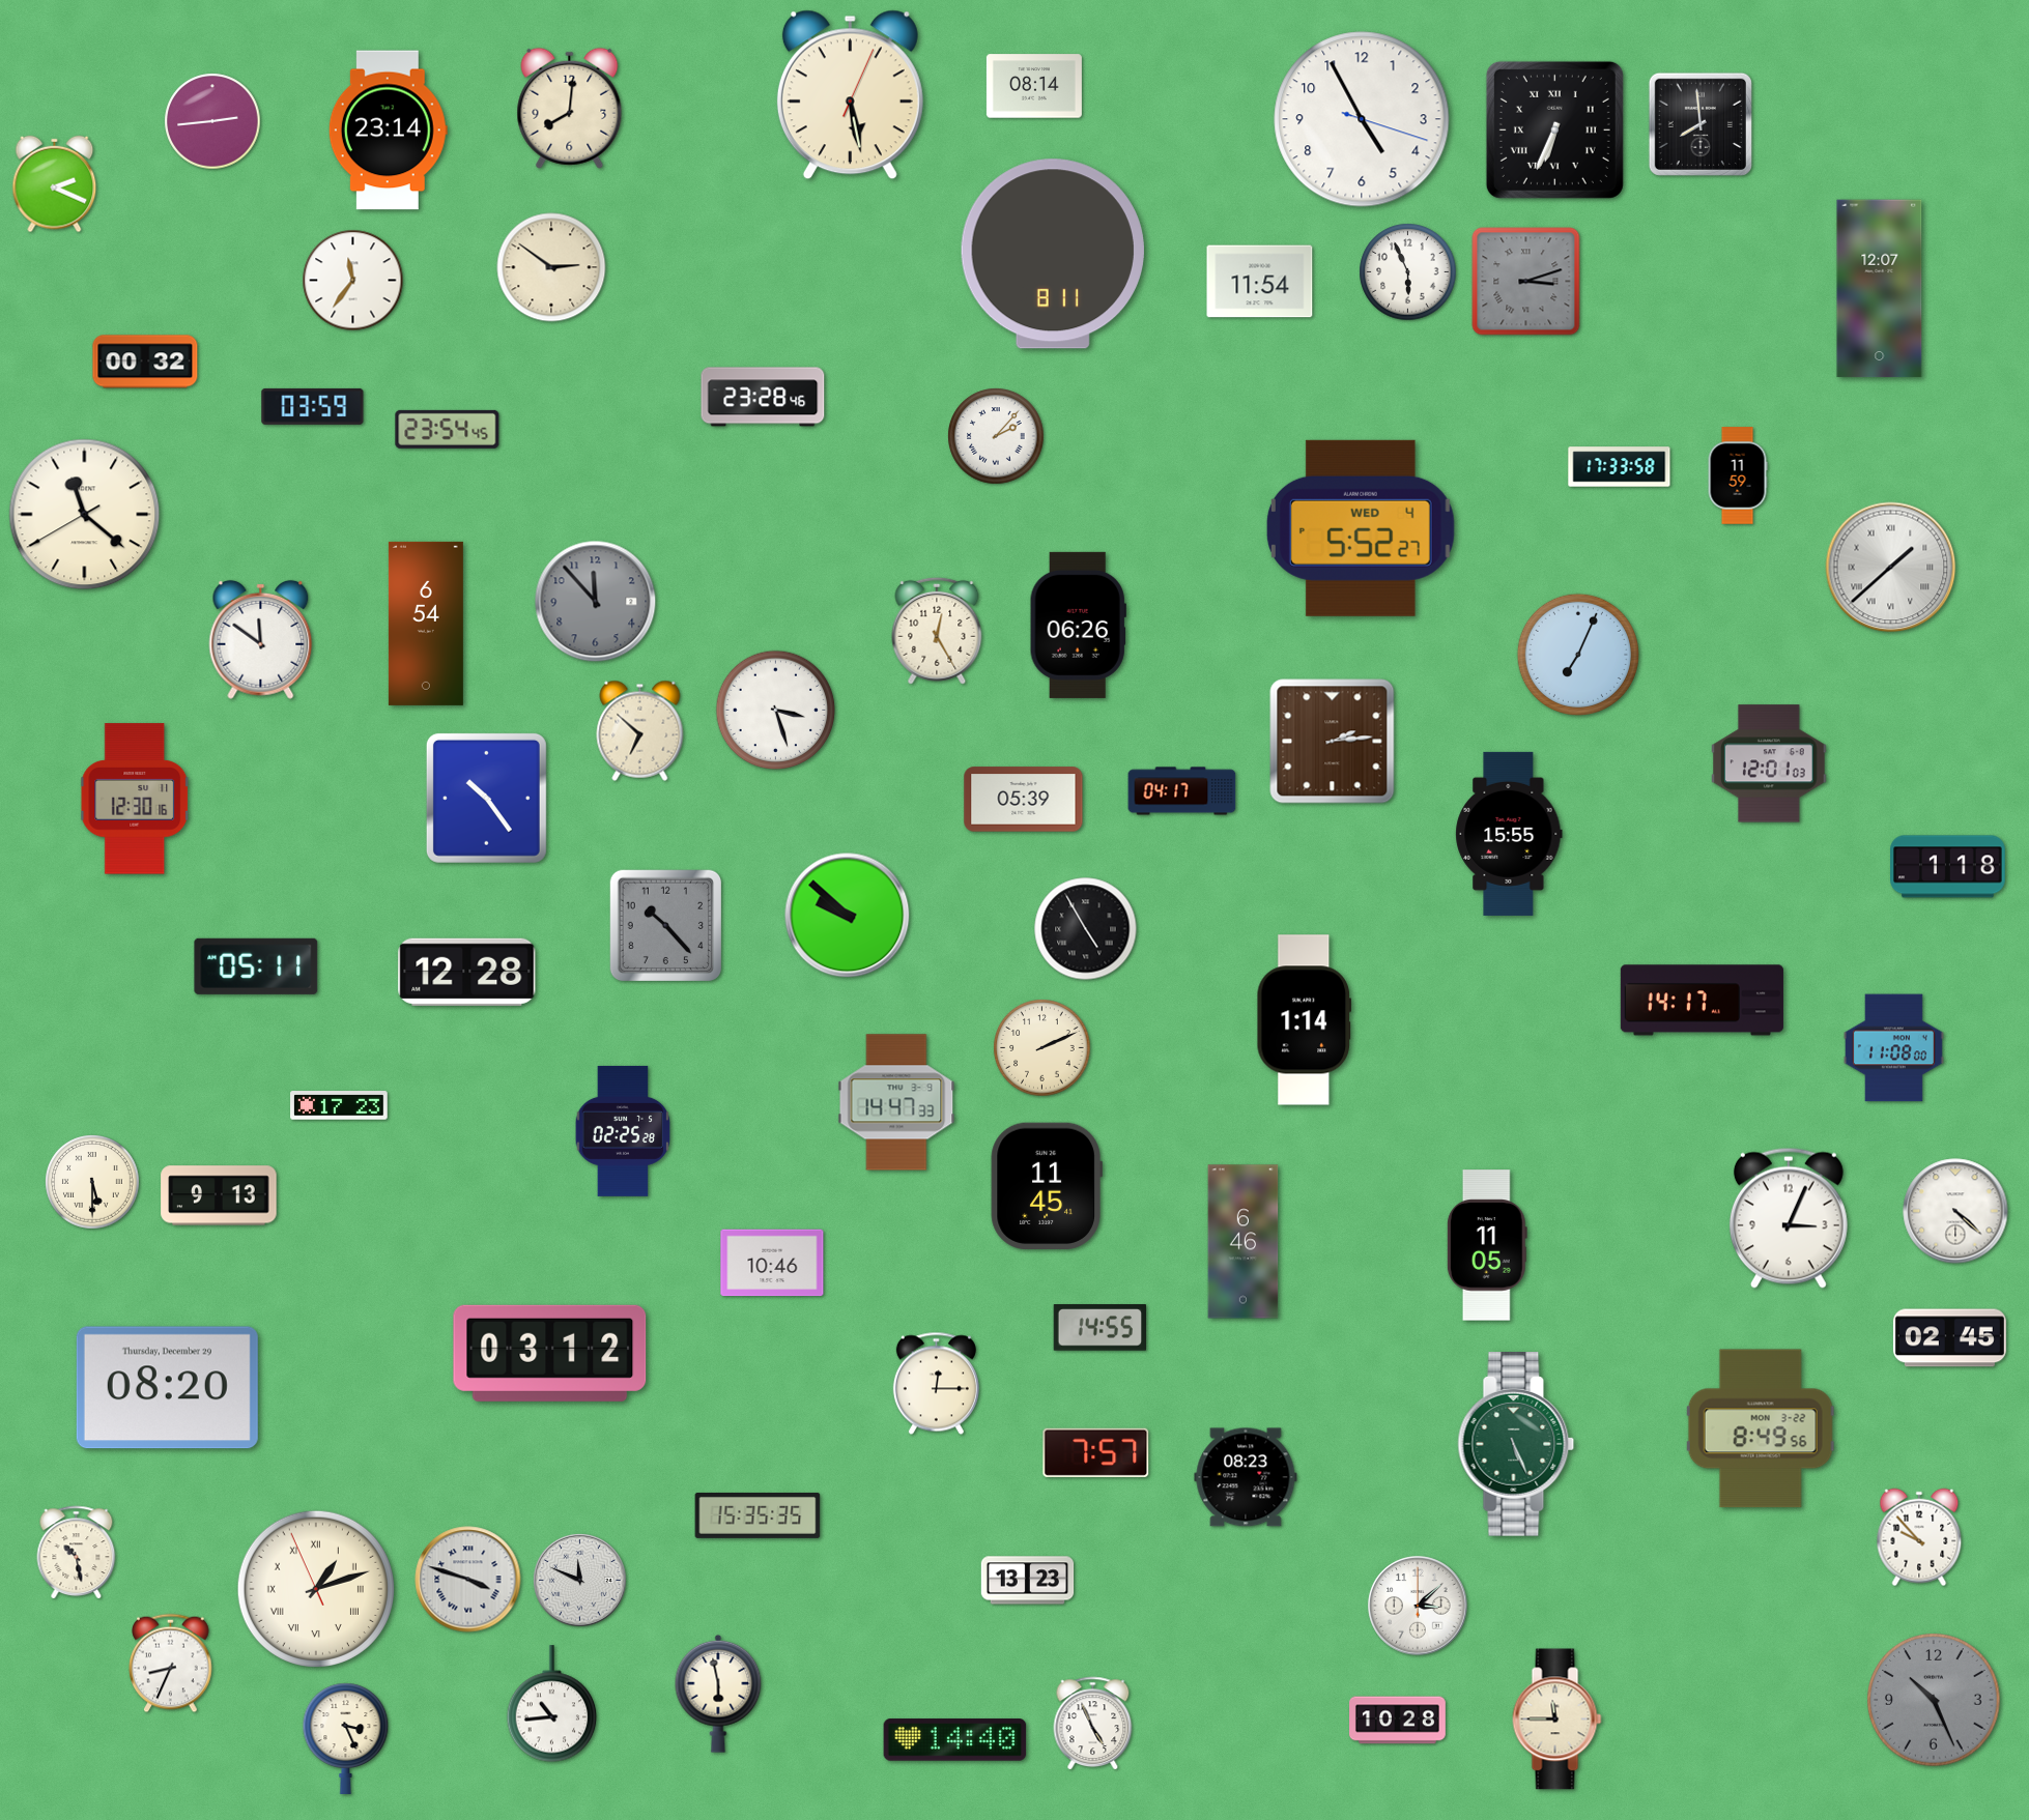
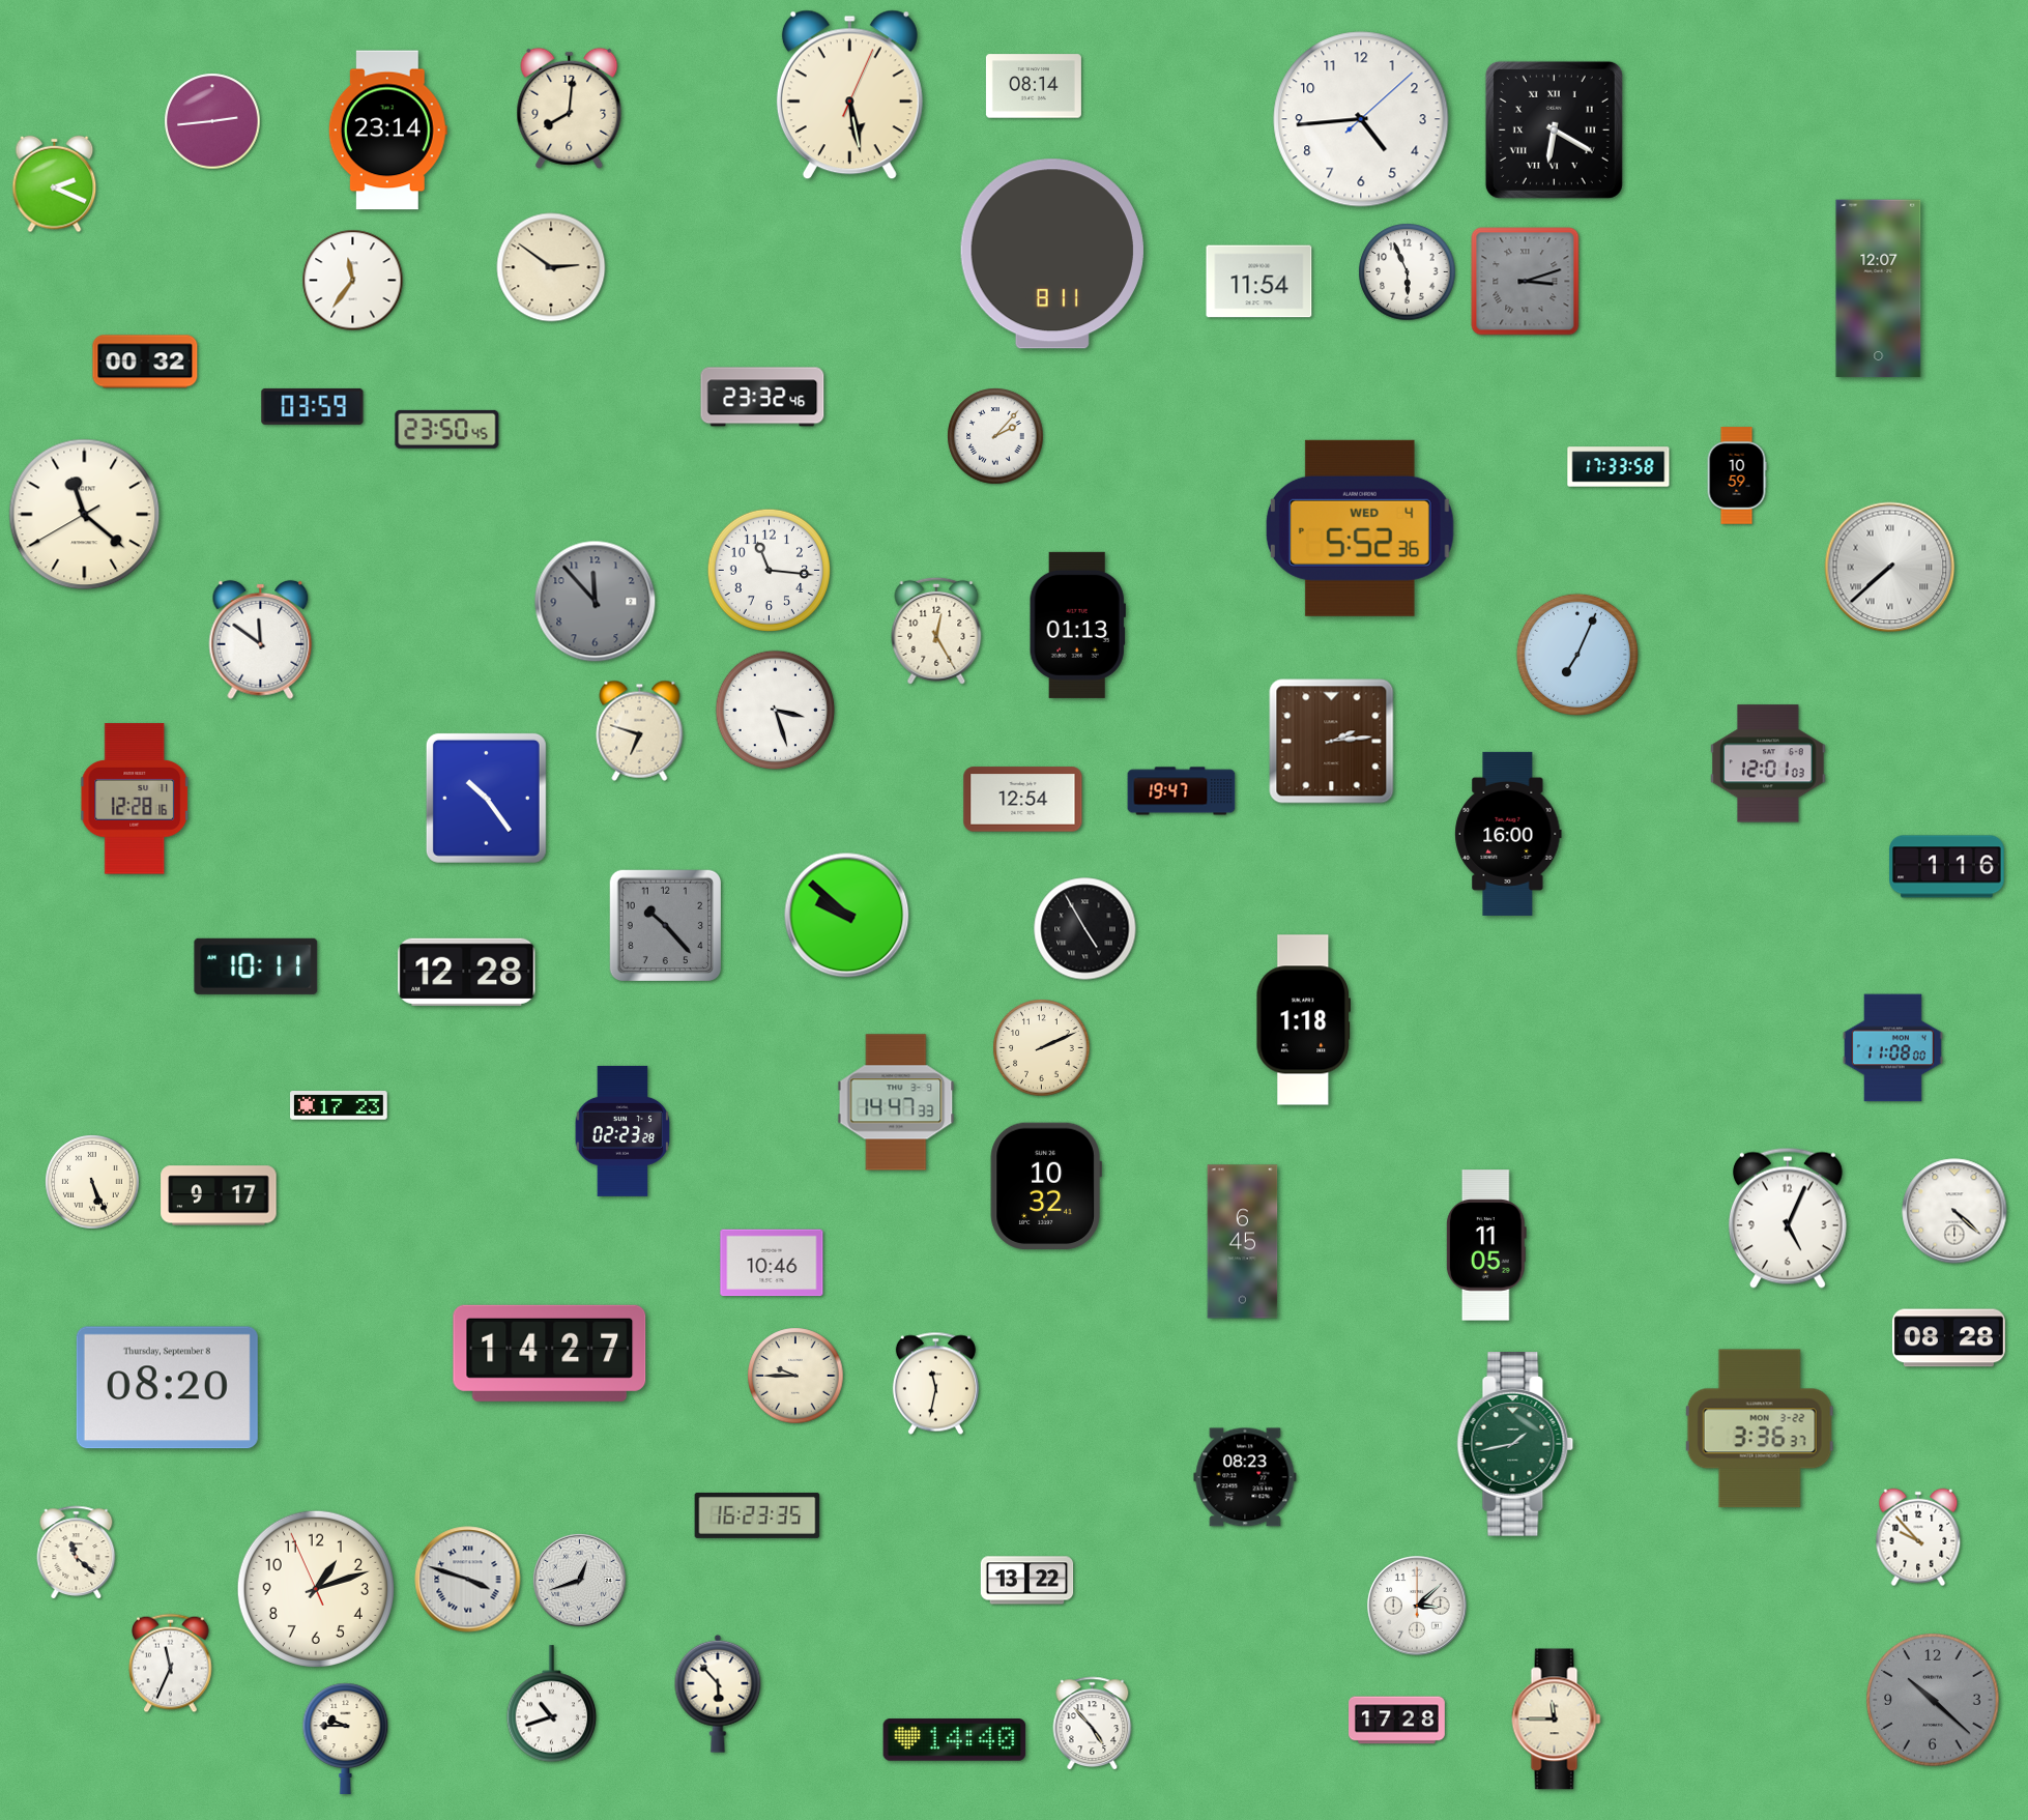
clock at (1362, 119): 4:55 -> 4:44
clock at (1701, 124): 7:59 -> none
clock at (1554, 129): 6:34 -> 6:20
clock at (763, 397): 23:28 -> 23:32
clock at (448, 429): 23:54 -> 23:50
clock at (1738, 475): 11:59 -> 10:59
clock at (1361, 528): 5:52:27 -> 5:52:36
clock at (1891, 568): 1:38 -> 7:38
clock at (769, 570): none -> 11:16
clock at (426, 624): 6:54 -> none
clock at (1078, 625): 06:26 -> 01:13
clock at (640, 730): 6:52 -> 6:48
clock at (1182, 791): 04:17 -> 19:47
clock at (136, 799): 12:30 -> 12:28
clock at (1024, 800): 05:39 -> 12:54
clock at (1509, 834): 15:55 -> 16:00
clock at (1948, 867): 1:18 -> 1:16
clock at (256, 966): 05:11 -> 10:11
clock at (1702, 1001): 14:17 -> none
clock at (1305, 1020): 1:14 -> 1:18
clock at (623, 1131): 02:25 -> 02:23
clock at (93, 1183): 5:30 -> 5:26
clock at (1047, 1185): 11:45 -> 10:32
clock at (219, 1195): 9:13 -> 9:17
clock at (1789, 1218): 3:04 -> 5:04
clock at (1244, 1242): 6:46 -> 6:45
clock at (1099, 1328): 14:55 -> none
clock at (1949, 1338): 02:45 -> 08:28
clock at (550, 1353): 03:12 -> 14:27
clock at (795, 1376): none -> 9:45
clock at (936, 1384): 12:15 -> 11:32
clock at (167, 1388) date: Thursday, December 29 -> Thursday, September 8
clock at (1761, 1428): 8:49 -> 3:36
clock at (1516, 1445): 5:26 -> 1:43
clock at (1096, 1452): 7:57 -> none
clock at (758, 1515): 15:35 -> 16:23
clock at (77, 1553): 10:28 -> 11:22
clock at (579, 1580): 11:49 -> 12:42
clock at (1028, 1581): 13:23 -> 13:22
clock at (316, 1589) numerals: Roman -> Arabic
clock at (171, 1664): 8:34 -> 11:34
clock at (718, 1694): 5:58 -> 5:53
clock at (1934, 1700): 10:26 -> 10:22
clock at (552, 1704): 10:44 -> 10:42
clock at (1398, 1721): 10:28 -> 17:28
clock at (1093, 1724): 4:56 -> 4:53
clock at (346, 1738): 3:26 -> 9:45
